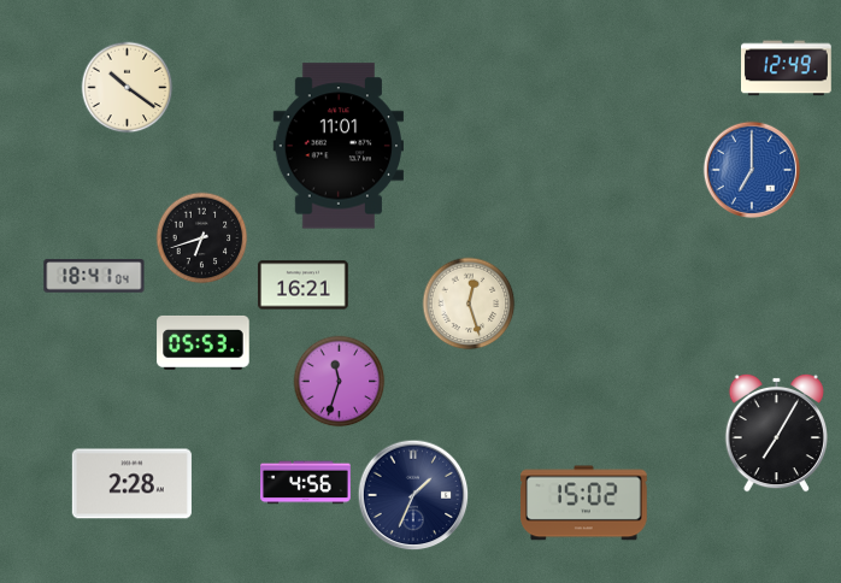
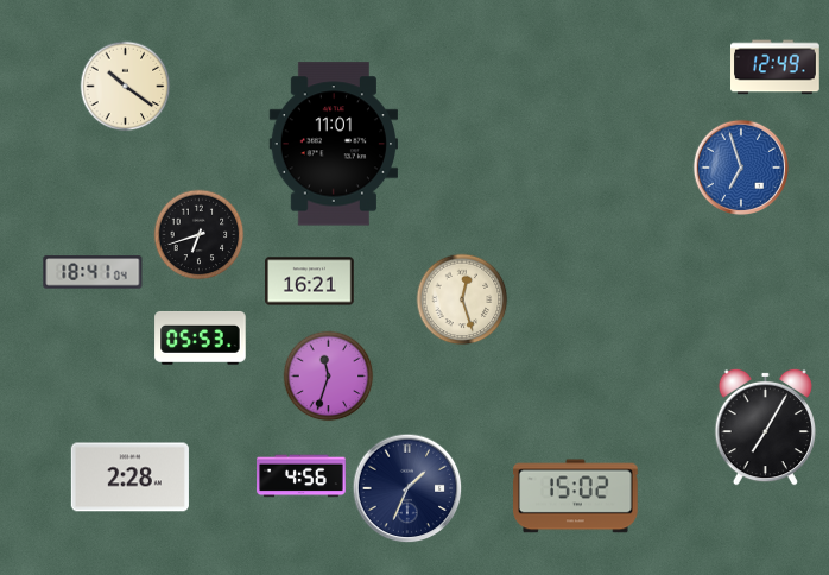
clock at (752, 170): 7:00 -> 6:57
clock at (304, 285) position: (304, 285) -> (310, 282)
clock at (340, 382) position: (340, 382) -> (329, 377)
